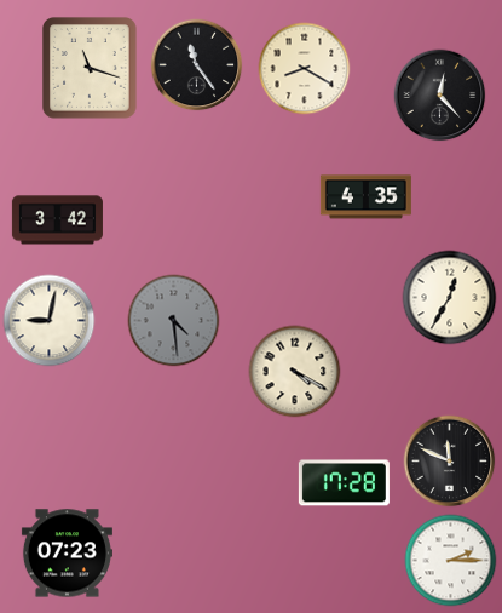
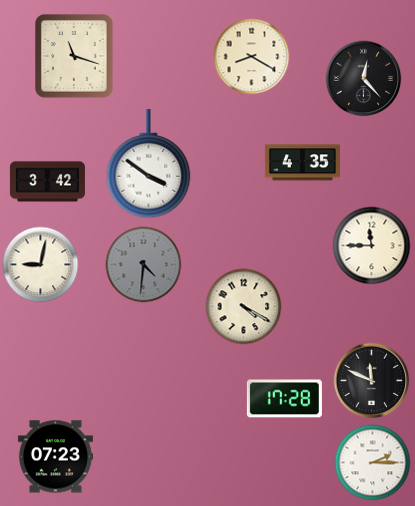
clock at (197, 65): 11:24 -> none
clock at (149, 165): none -> 3:51
clock at (450, 298): 12:35 -> 11:45
clock at (174, 321): 4:29 -> 4:31
